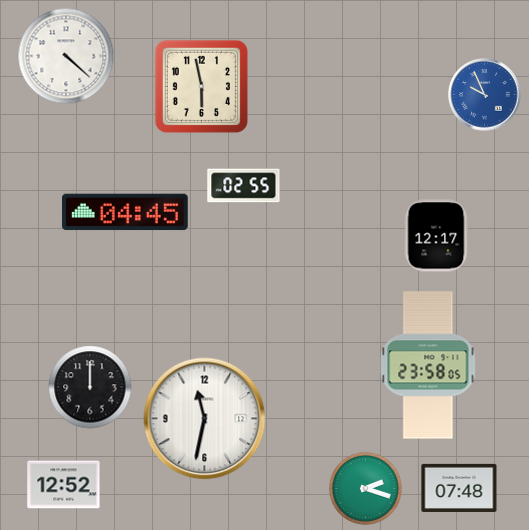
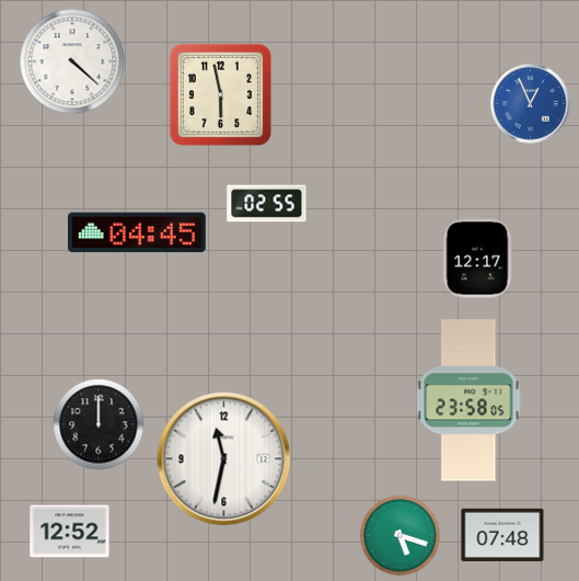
clock at (485, 95): 9:56 -> 12:56
clock at (365, 488): 2:18 -> 5:18
